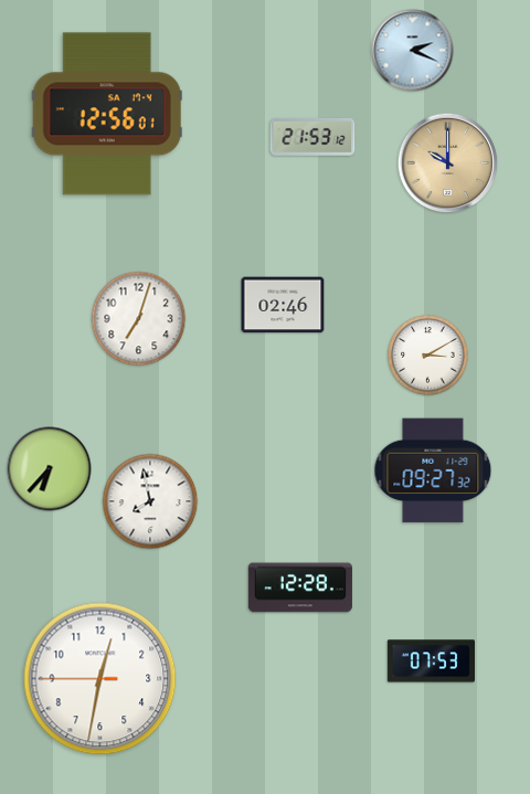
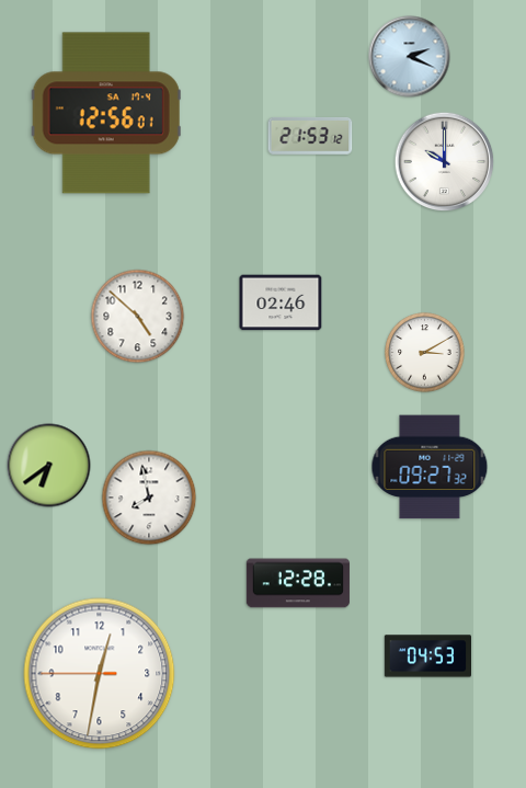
clock at (413, 51) position: (413, 51) -> (410, 57)
clock at (448, 163) dial: champagne -> white
clock at (139, 319): 7:03 -> 4:52
clock at (50, 469): 6:37 -> 6:39
clock at (431, 661): 07:53 -> 04:53
